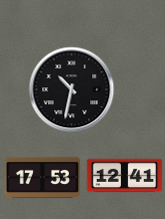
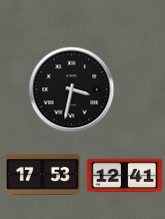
clock at (72, 90): 10:32 -> 3:32
clock at (43, 177) position: (43, 177) -> (43, 174)
